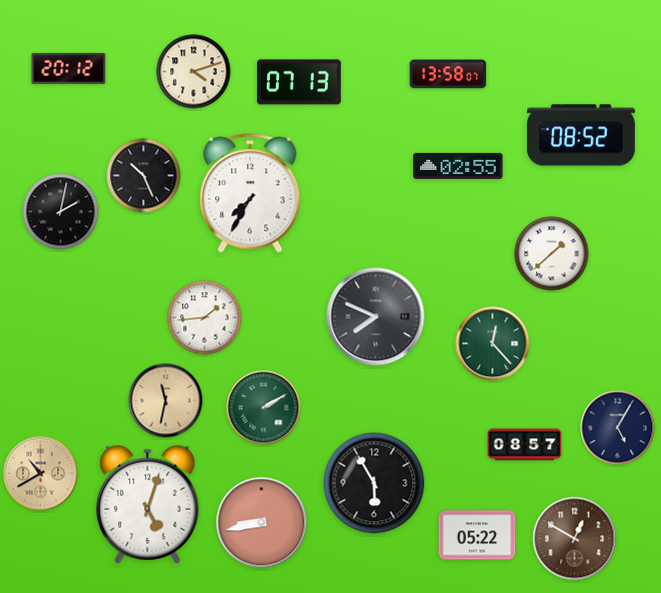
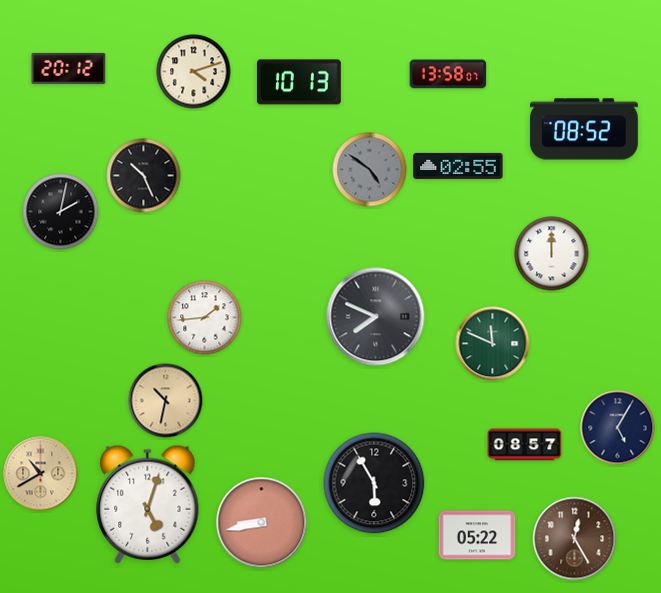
clock at (299, 82): 07:13 -> 10:13
clock at (582, 135) position: (582, 135) -> (585, 129)
clock at (370, 170): none -> 4:51
clock at (250, 193): 7:35 -> none
clock at (552, 254): 1:38 -> 12:00
clock at (493, 344): 12:23 -> 11:49
clock at (166, 401): 11:32 -> 10:32
clock at (264, 408): 2:10 -> none
clock at (575, 539): 12:50 -> 12:25
